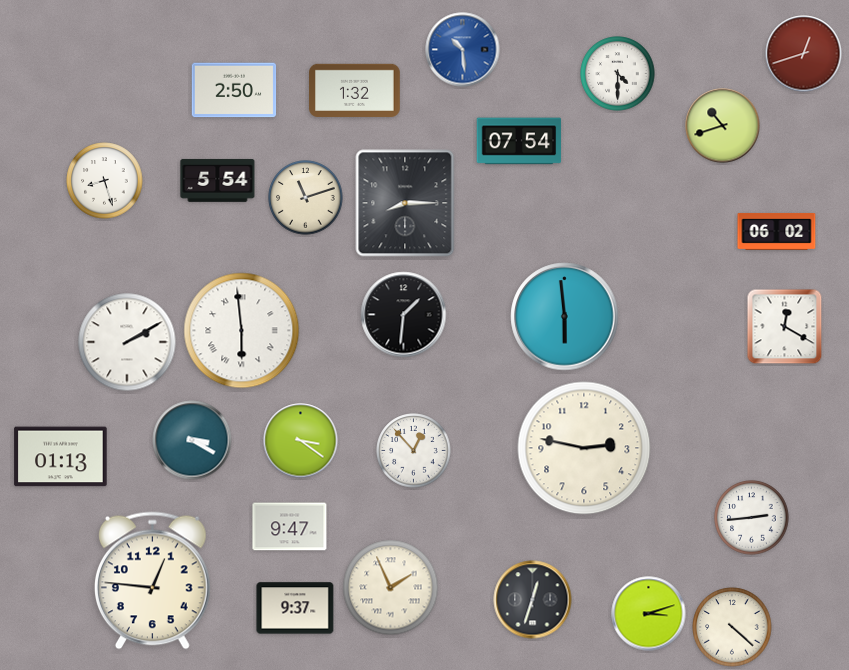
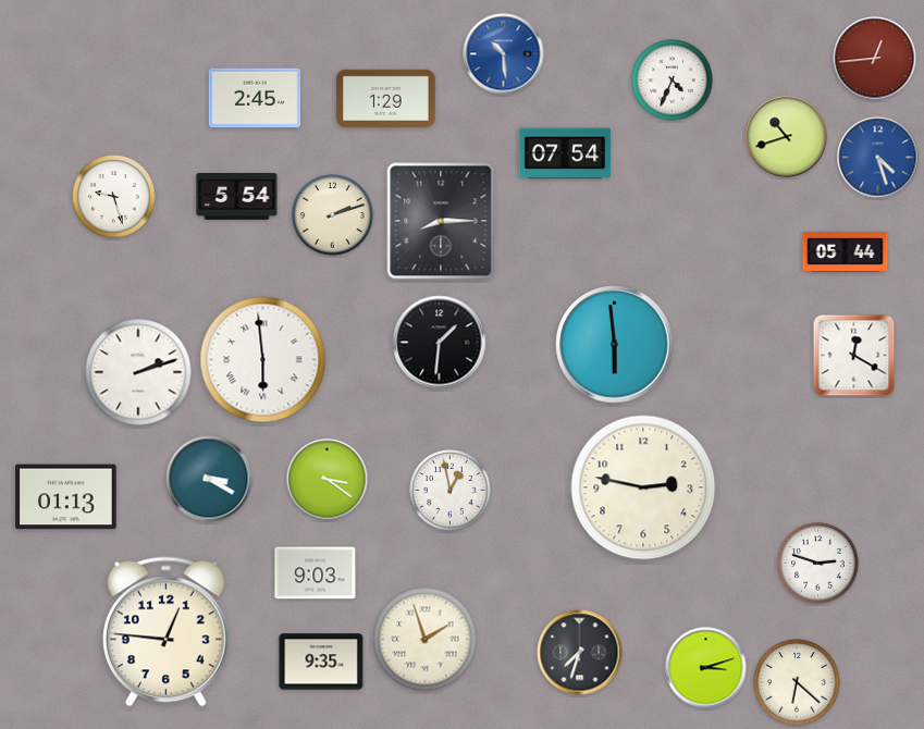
clock at (804, 54): 12:42 -> 12:44
clock at (618, 74): 4:30 -> 4:34
clock at (234, 90): 2:50 -> 2:45
clock at (355, 90): 1:32 -> 1:29
clock at (878, 158): none -> 4:27
clock at (105, 181): 8:27 -> 9:27
clock at (306, 198): 11:12 -> 2:12
clock at (777, 231): 06:02 -> 05:44
clock at (127, 342): 2:10 -> 2:12
clock at (584, 448) position: (584, 448) -> (643, 487)
clock at (414, 451): 12:53 -> 12:58
clock at (752, 518): 2:44 -> 2:48
clock at (290, 527): 9:47 -> 9:03
clock at (391, 588): 1:56 -> 1:57
clock at (533, 600): 12:33 -> 7:33
clock at (295, 608): 9:37 -> 9:35
clock at (732, 627): 4:22 -> 6:22
